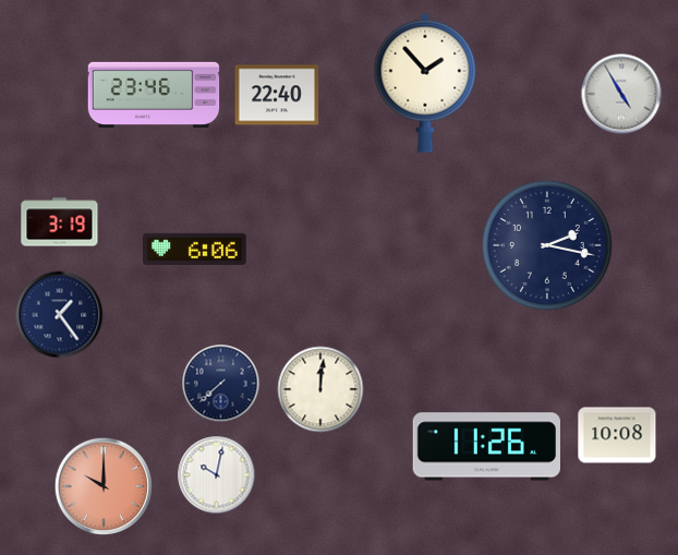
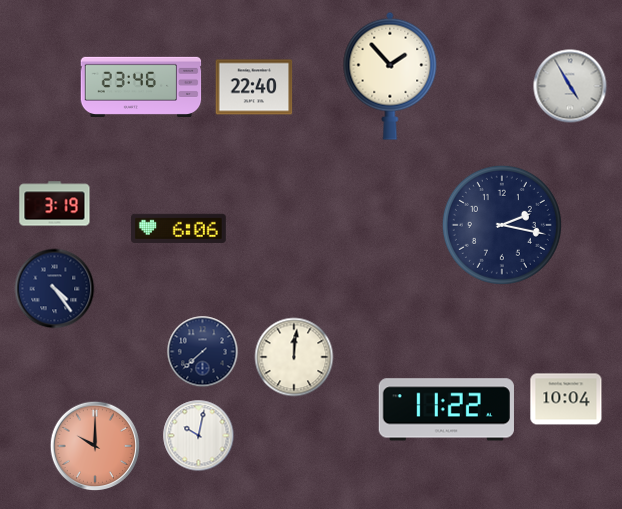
clock at (60, 315): 1:24 -> 4:24
clock at (617, 435): 10:08 -> 10:04
clock at (486, 447): 11:26 -> 11:22
